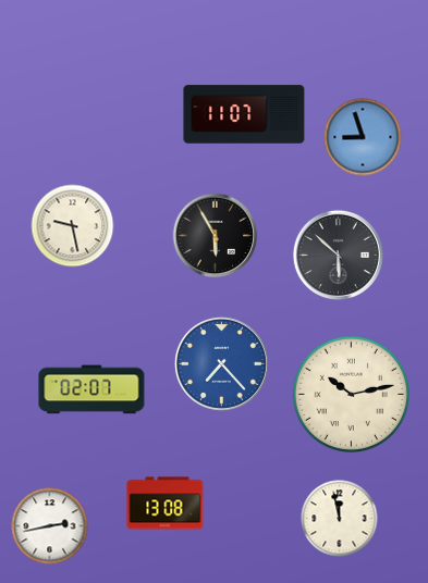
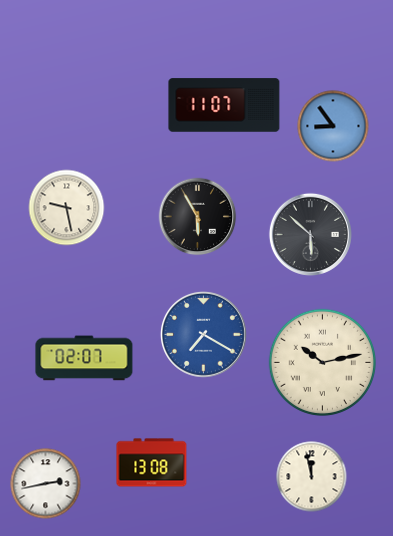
clock at (363, 137): 8:57 -> 8:54
clock at (221, 363): 7:23 -> 7:20
